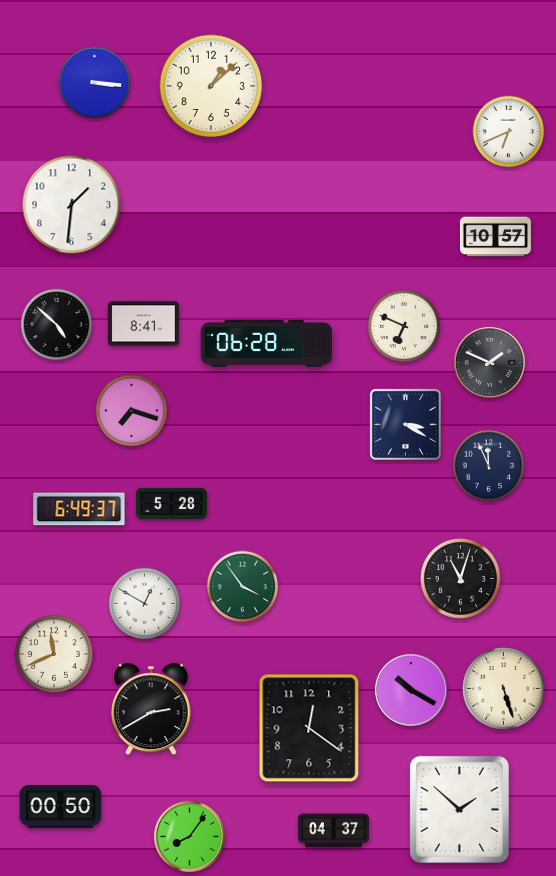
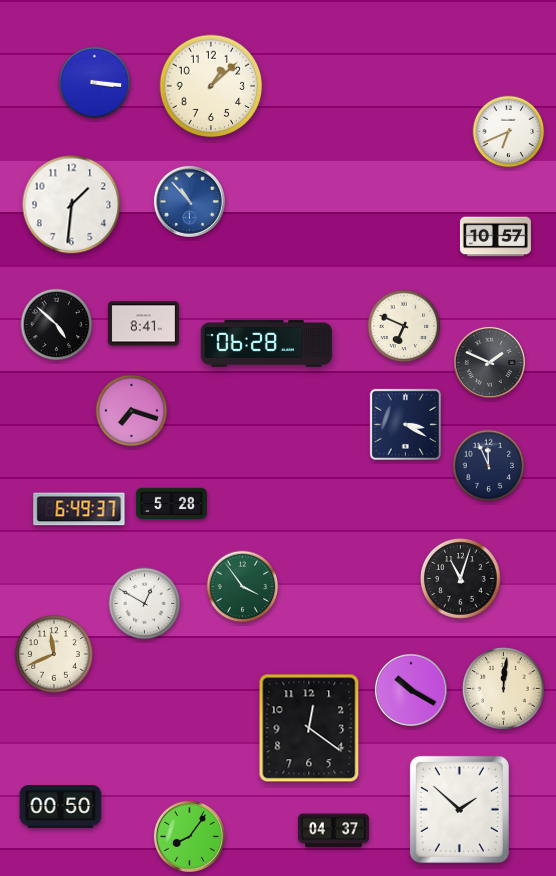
clock at (189, 201): none -> 10:53
clock at (504, 689): 5:27 -> 12:01
clock at (152, 709): 2:40 -> none
